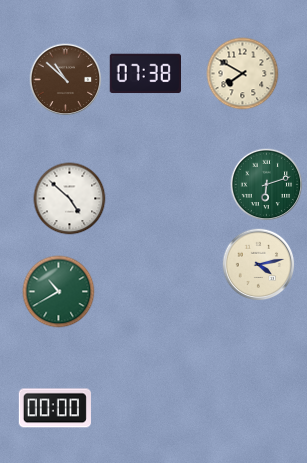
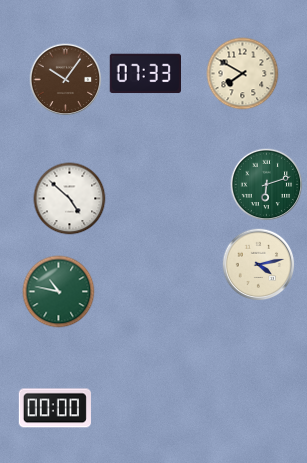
clock at (145, 74): 07:38 -> 07:33
clock at (66, 80): 10:52 -> 10:06
clock at (59, 292): 10:40 -> 10:47
